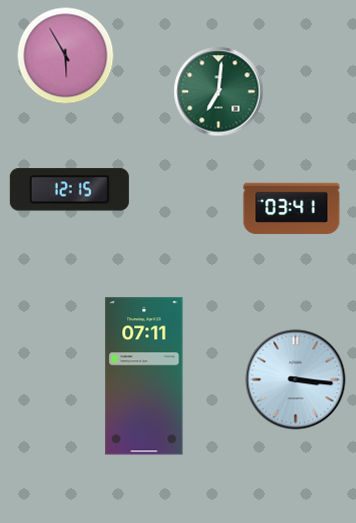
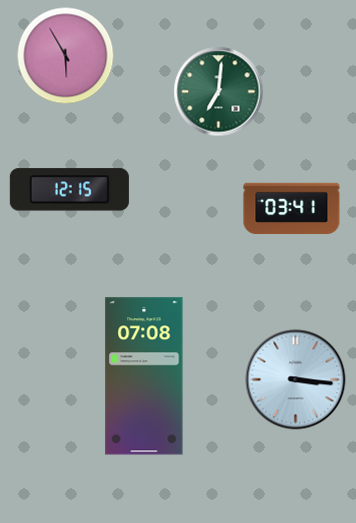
clock at (144, 376): 07:11 -> 07:08
